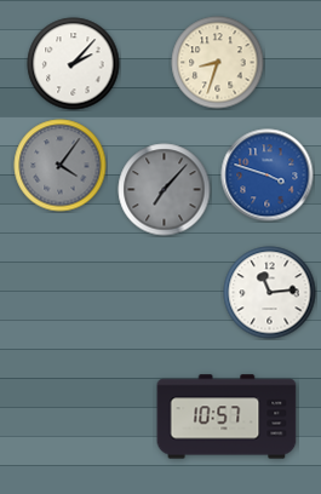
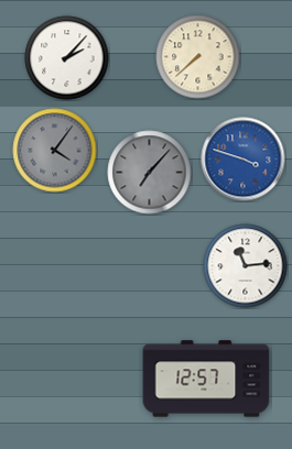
clock at (218, 63): 8:33 -> 7:38
clock at (227, 417): 10:57 -> 12:57
